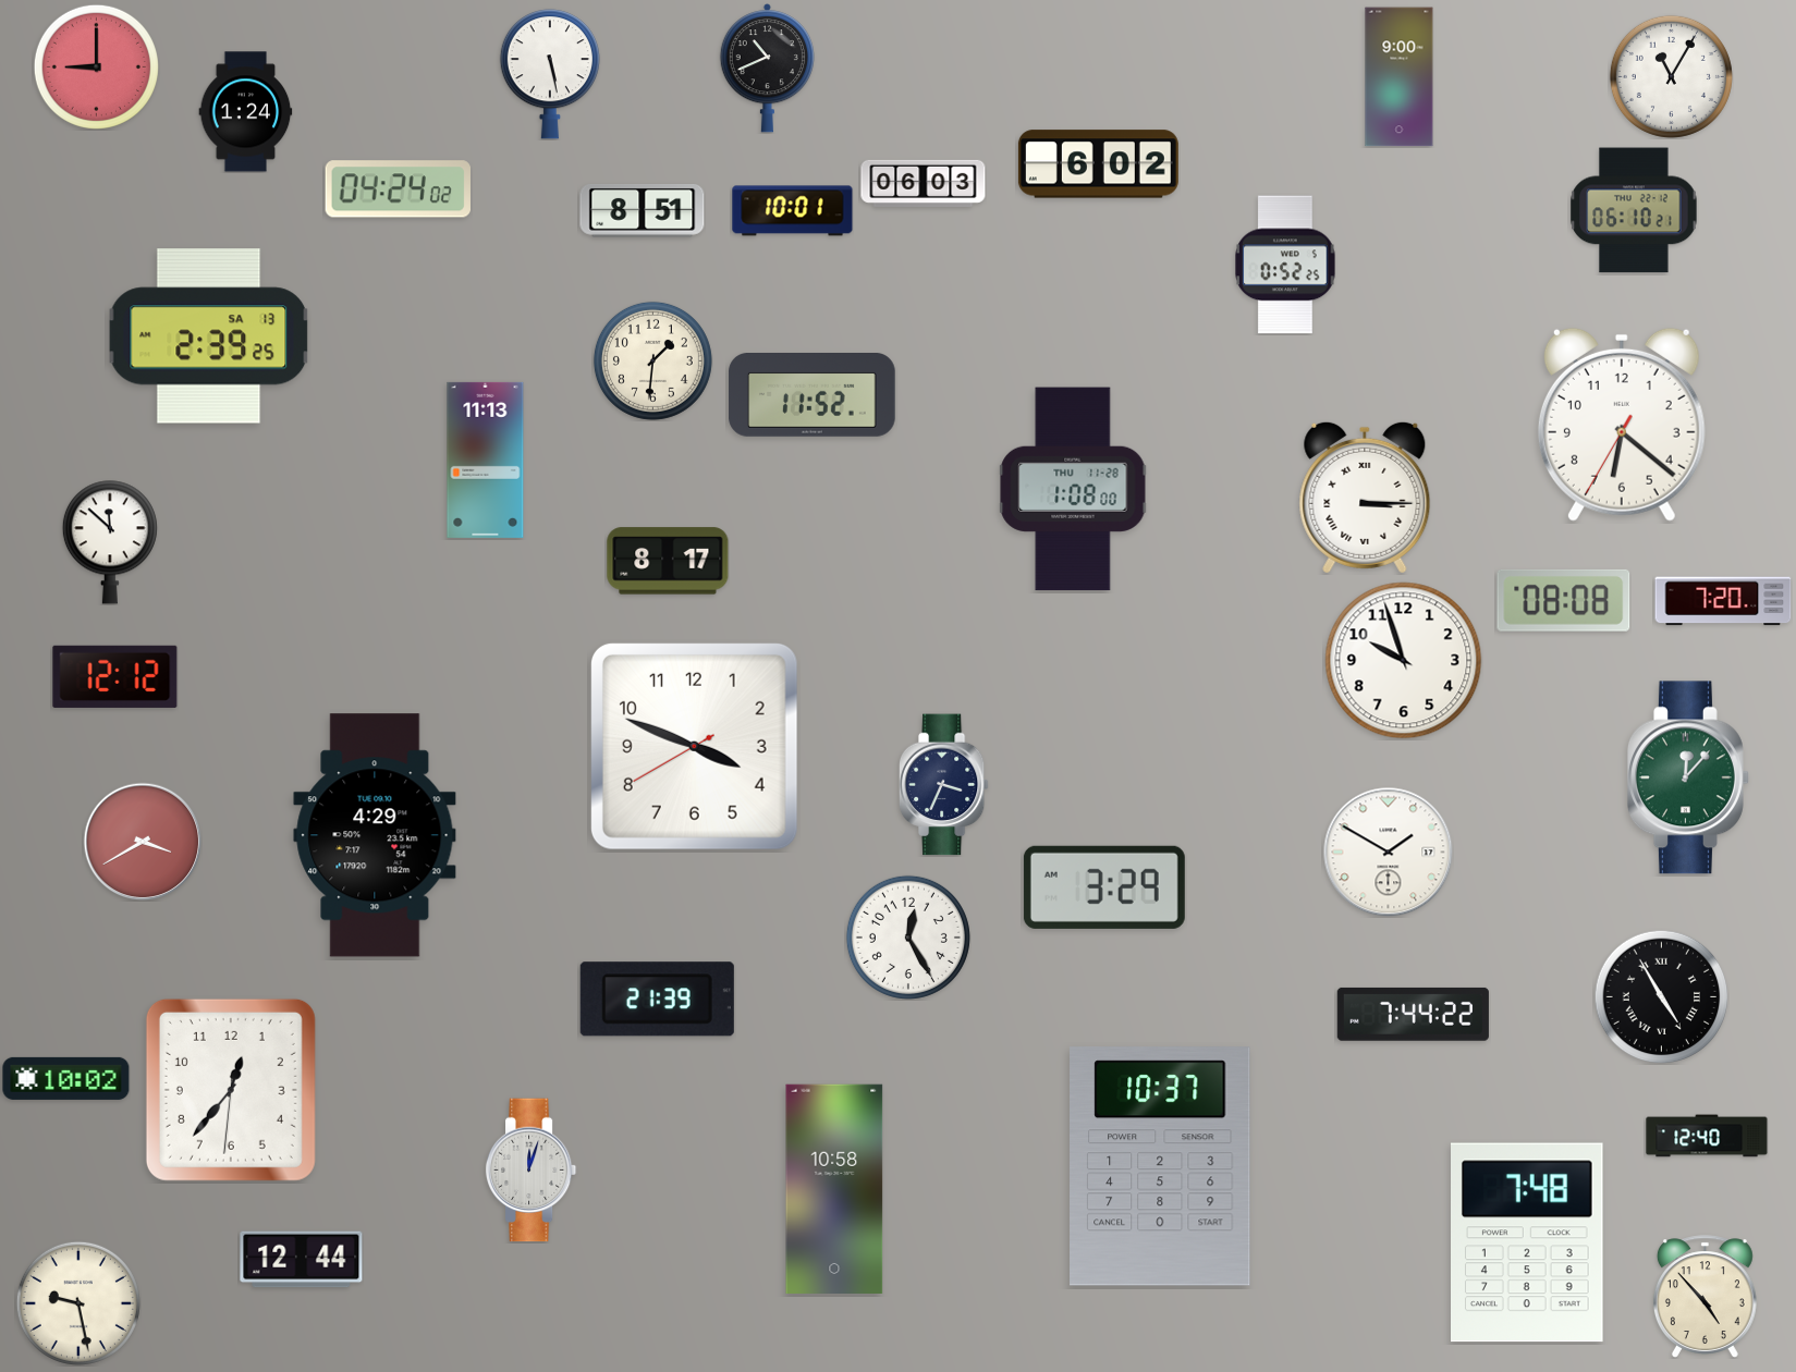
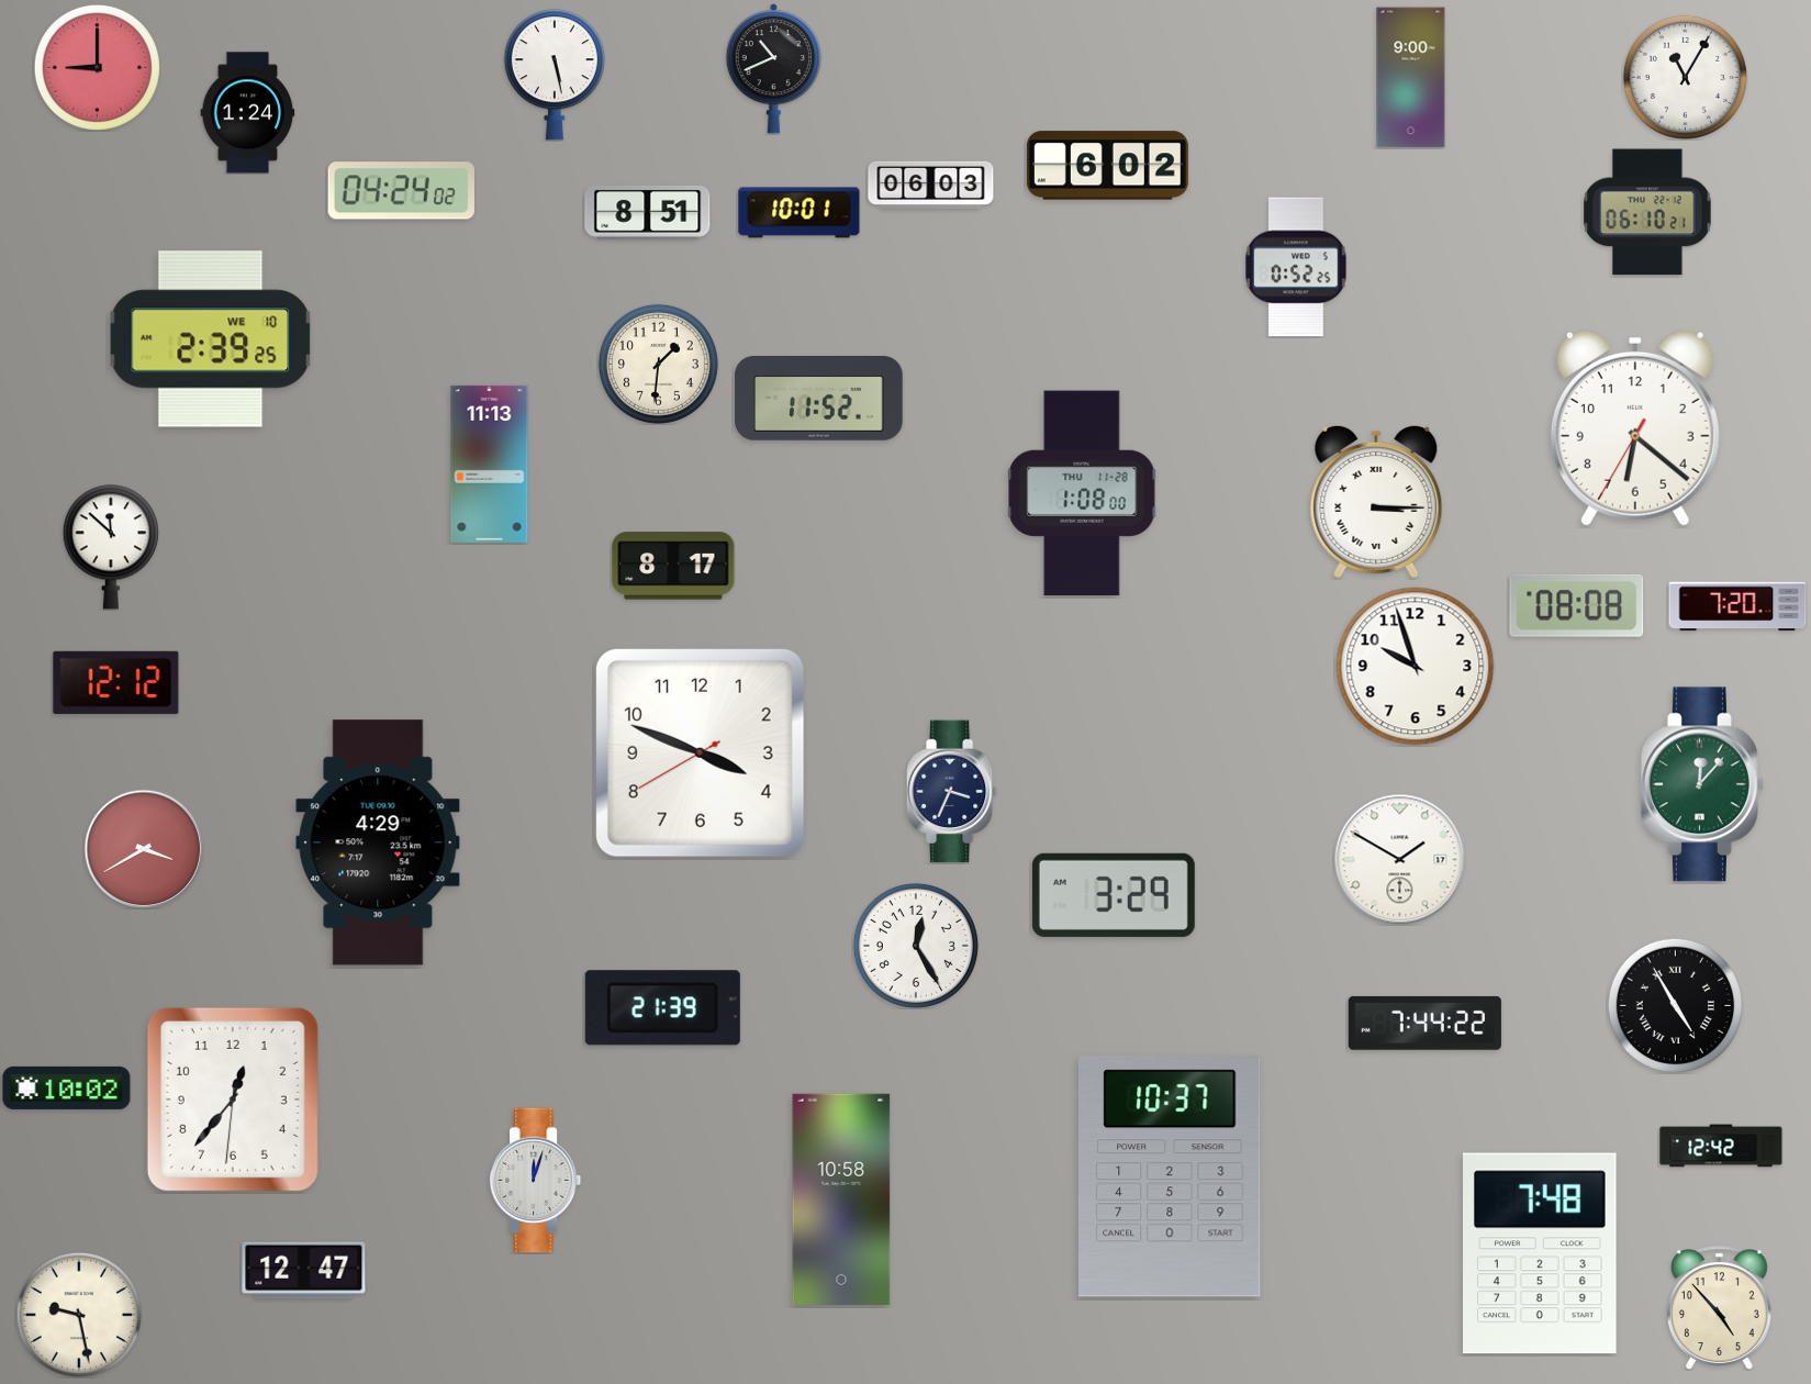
clock at (209, 336) date: SA 13 -> WE 10
clock at (1707, 1136): 12:40 -> 12:42
clock at (302, 1260): 12:44 -> 12:47
